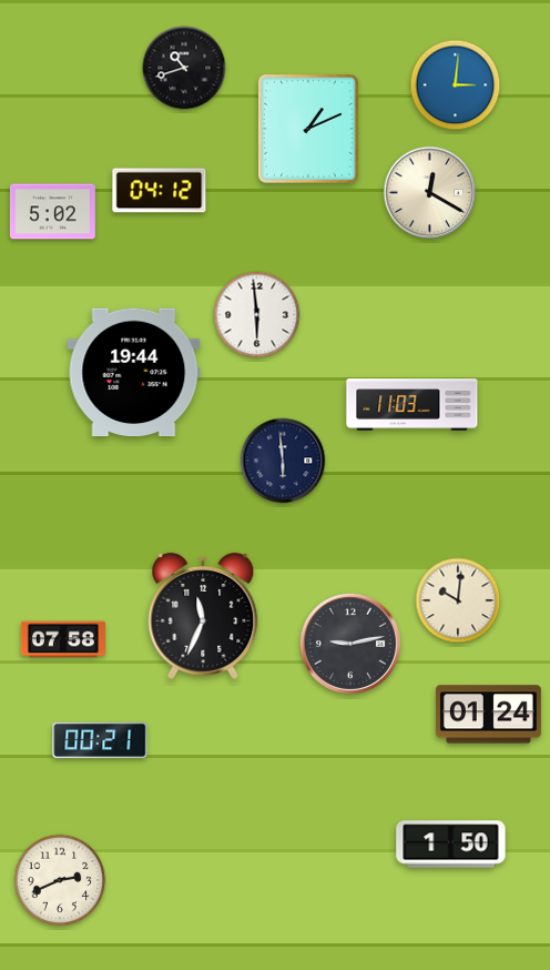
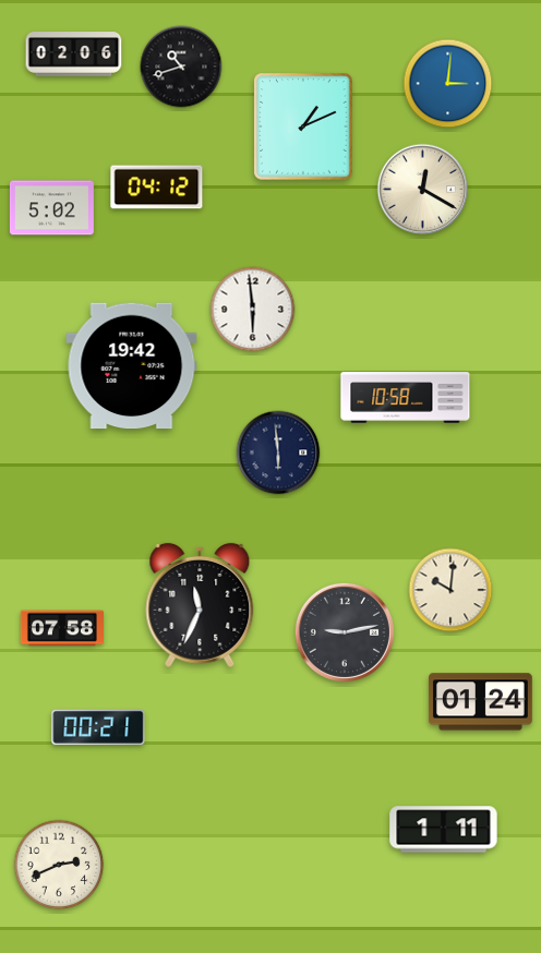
clock at (74, 55): none -> 02:06
clock at (134, 373): 19:44 -> 19:42
clock at (412, 405): 11:03 -> 10:58
clock at (451, 845): 1:50 -> 1:11
